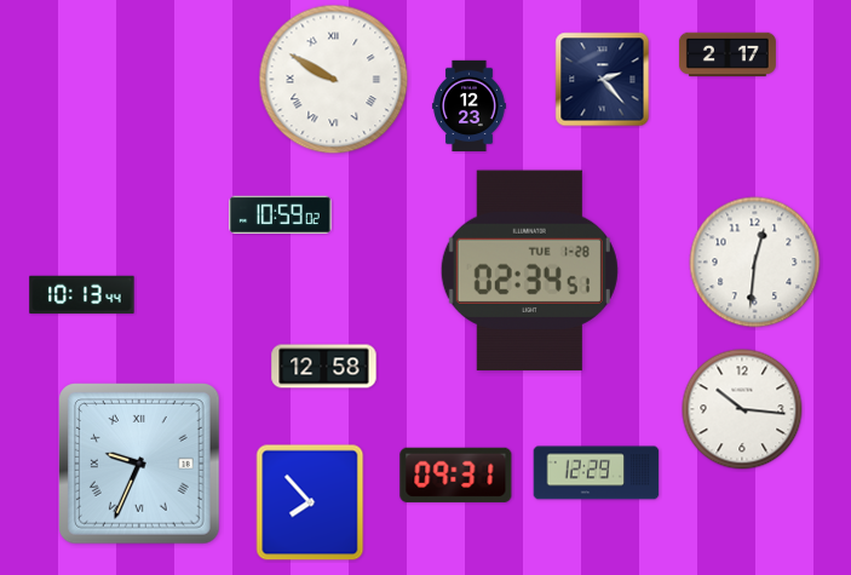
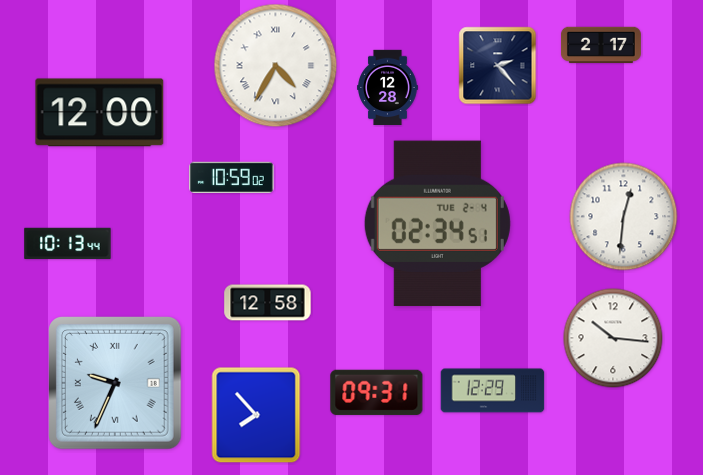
clock at (334, 80): 9:50 -> 4:35
clock at (470, 107): 12:23 -> 12:28
clock at (100, 113): none -> 12:00
clock at (529, 271) date: TUE 1-28 -> TUE 2-4
